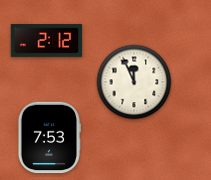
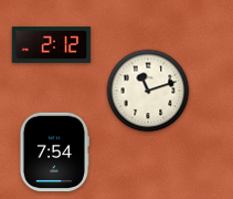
clock at (134, 82): 11:56 -> 11:12
clock at (49, 138): 7:53 -> 7:54
